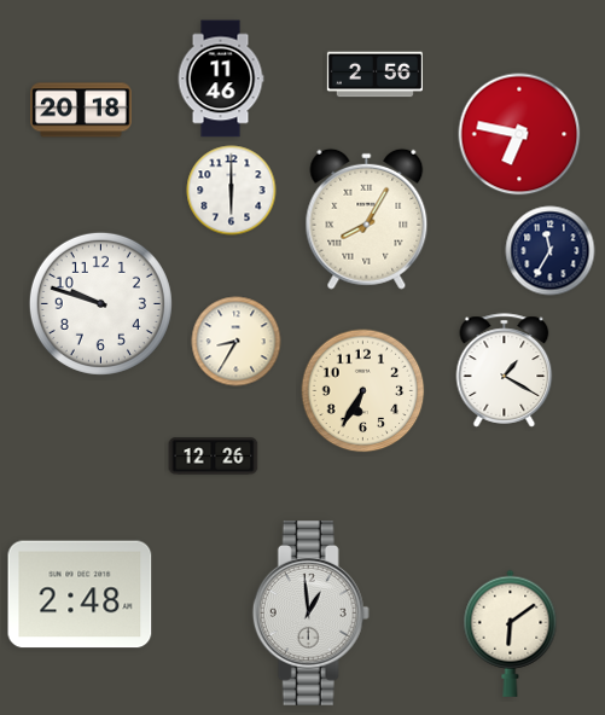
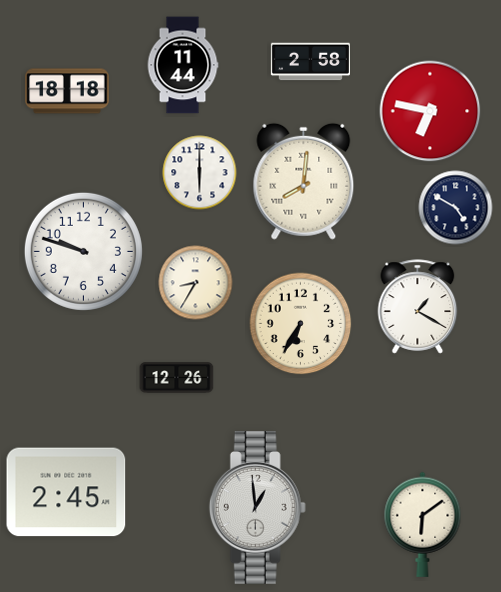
clock at (374, 75): 2:56 -> 2:58
clock at (221, 79): 11:46 -> 11:44
clock at (81, 110): 20:18 -> 18:18
clock at (232, 191) position: (232, 191) -> (200, 173)
clock at (367, 219): 8:05 -> 8:01
clock at (551, 251): 11:35 -> 4:50
clock at (80, 594): 2:48 -> 2:45
